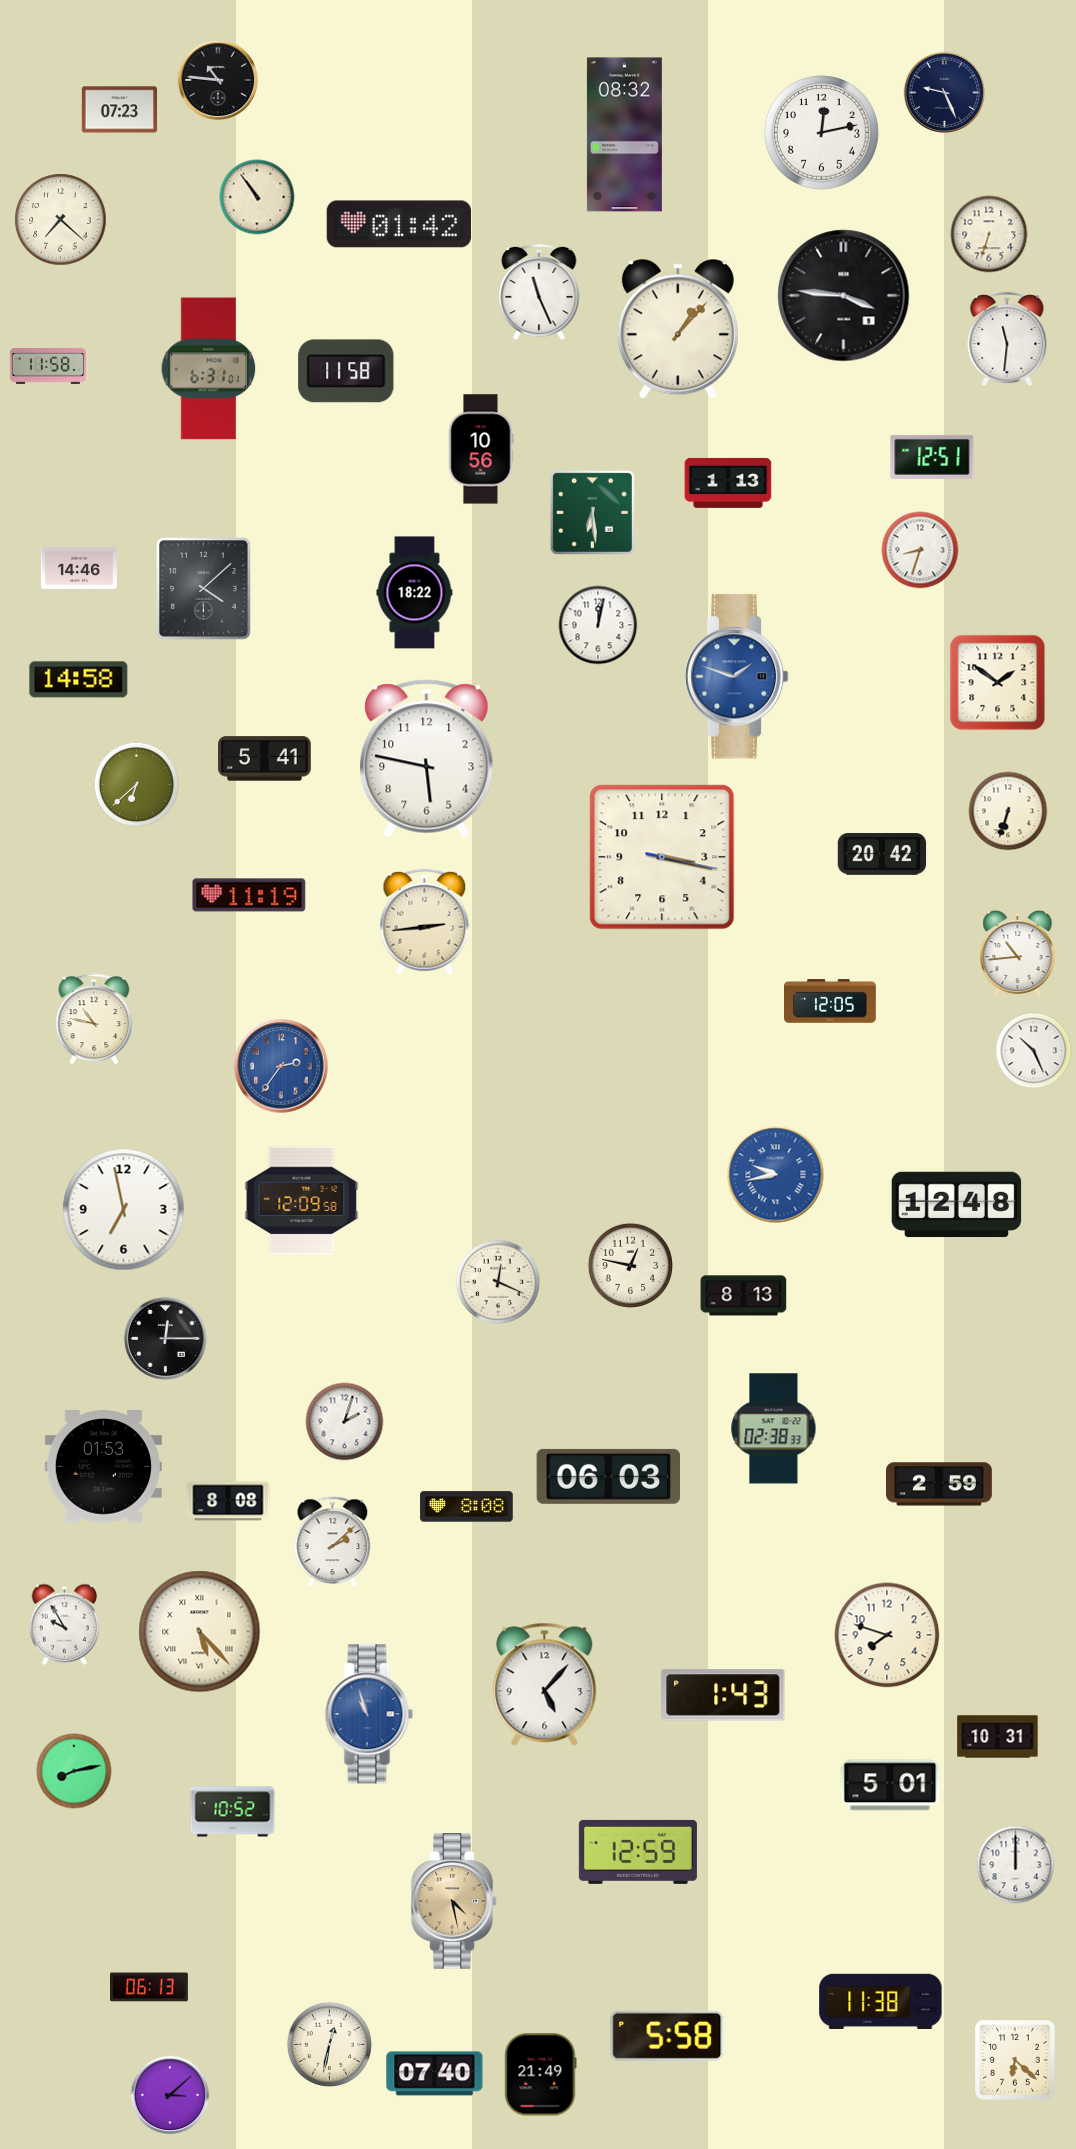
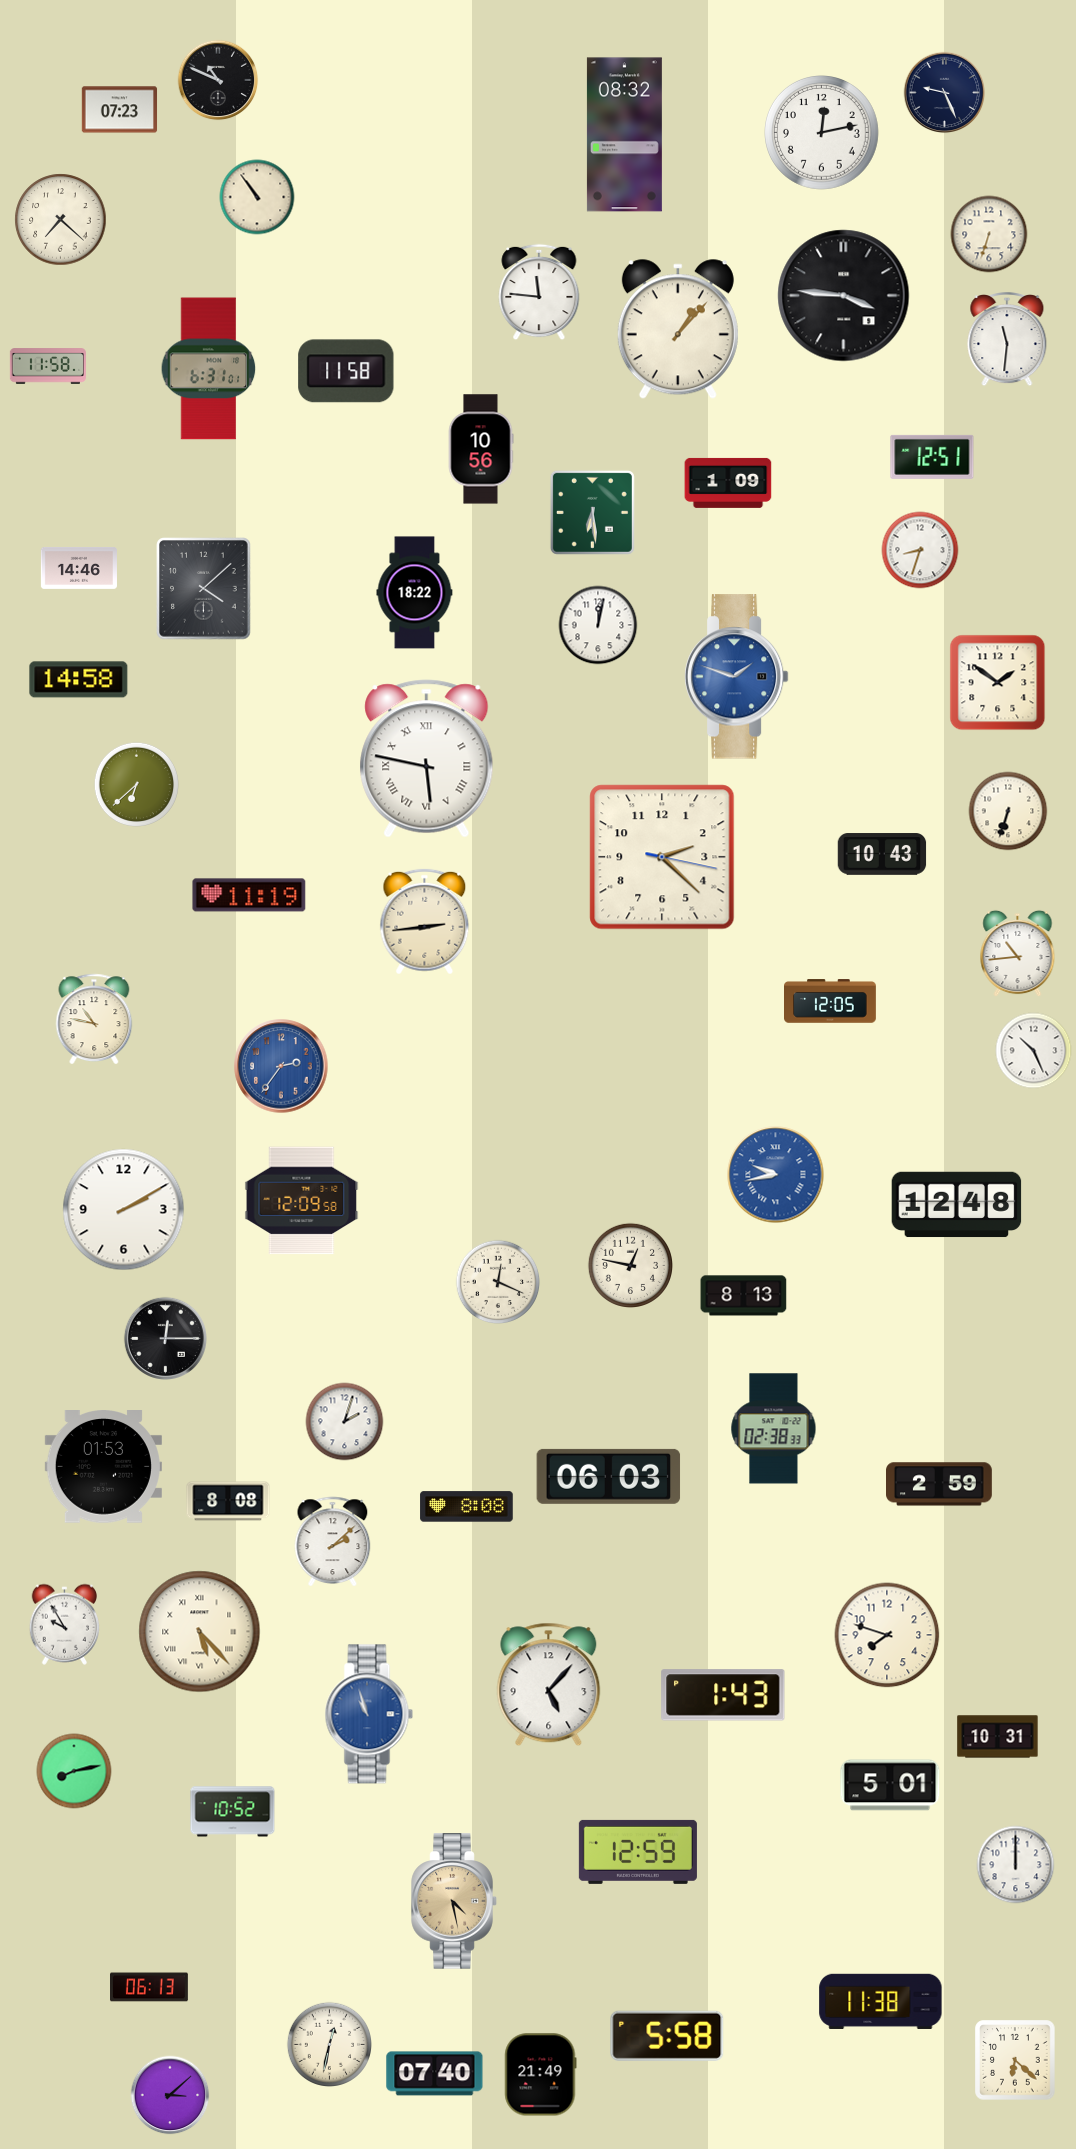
clock at (218, 80): 10:46 -> 10:49
clock at (398, 224): 01:42 -> none
clock at (539, 292): 11:26 -> 11:46
clock at (728, 483): 1:13 -> 1:09
clock at (265, 759): 5:41 -> none
clock at (427, 759) numerals: Arabic -> Roman
clock at (882, 854): 20:42 -> 10:43
clock at (662, 857): 3:17 -> 2:22
clock at (124, 1210): 6:58 -> 2:10
clock at (545, 1685) position: (545, 1685) -> (549, 1685)
